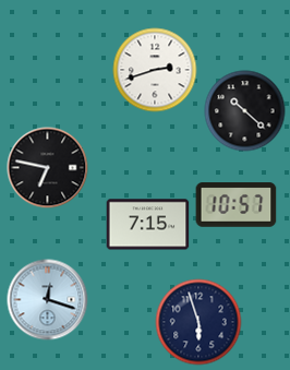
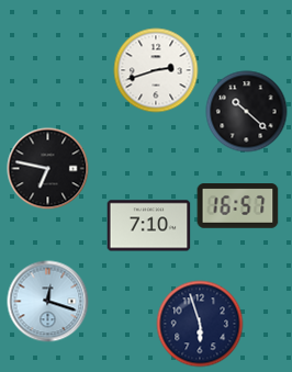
clock at (237, 205): 10:57 -> 16:57
clock at (148, 225): 7:15 -> 7:10
